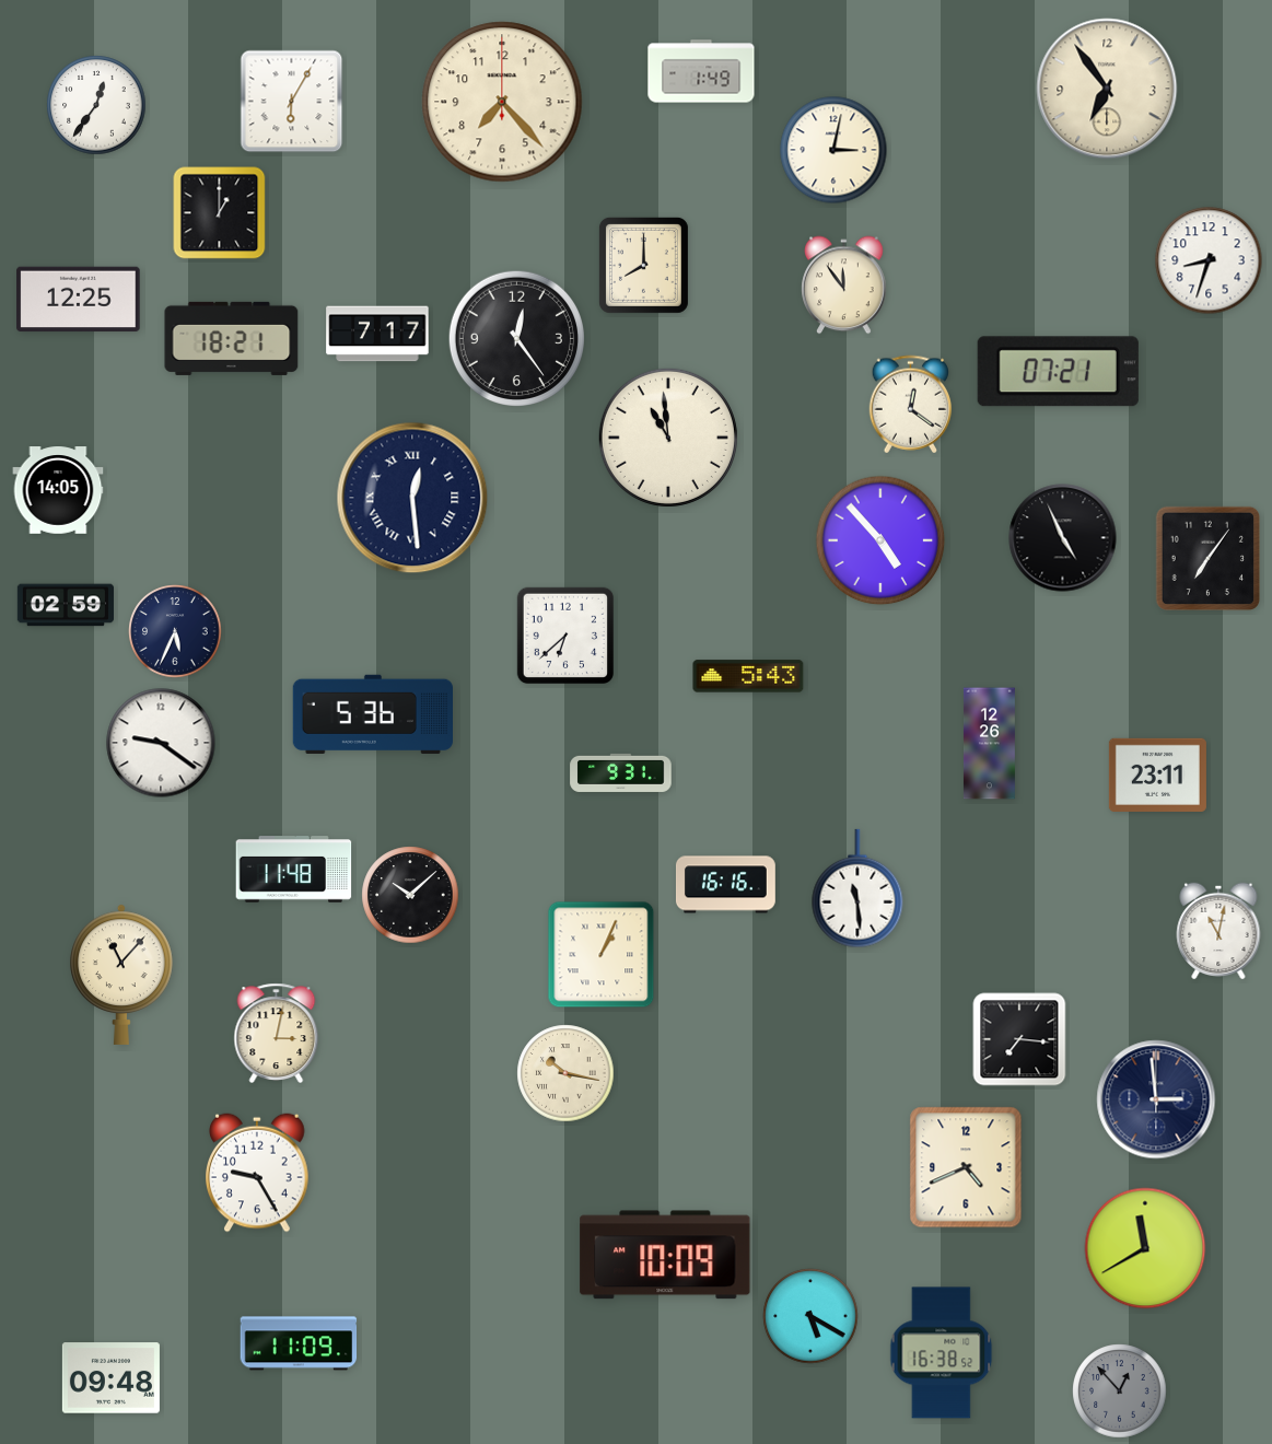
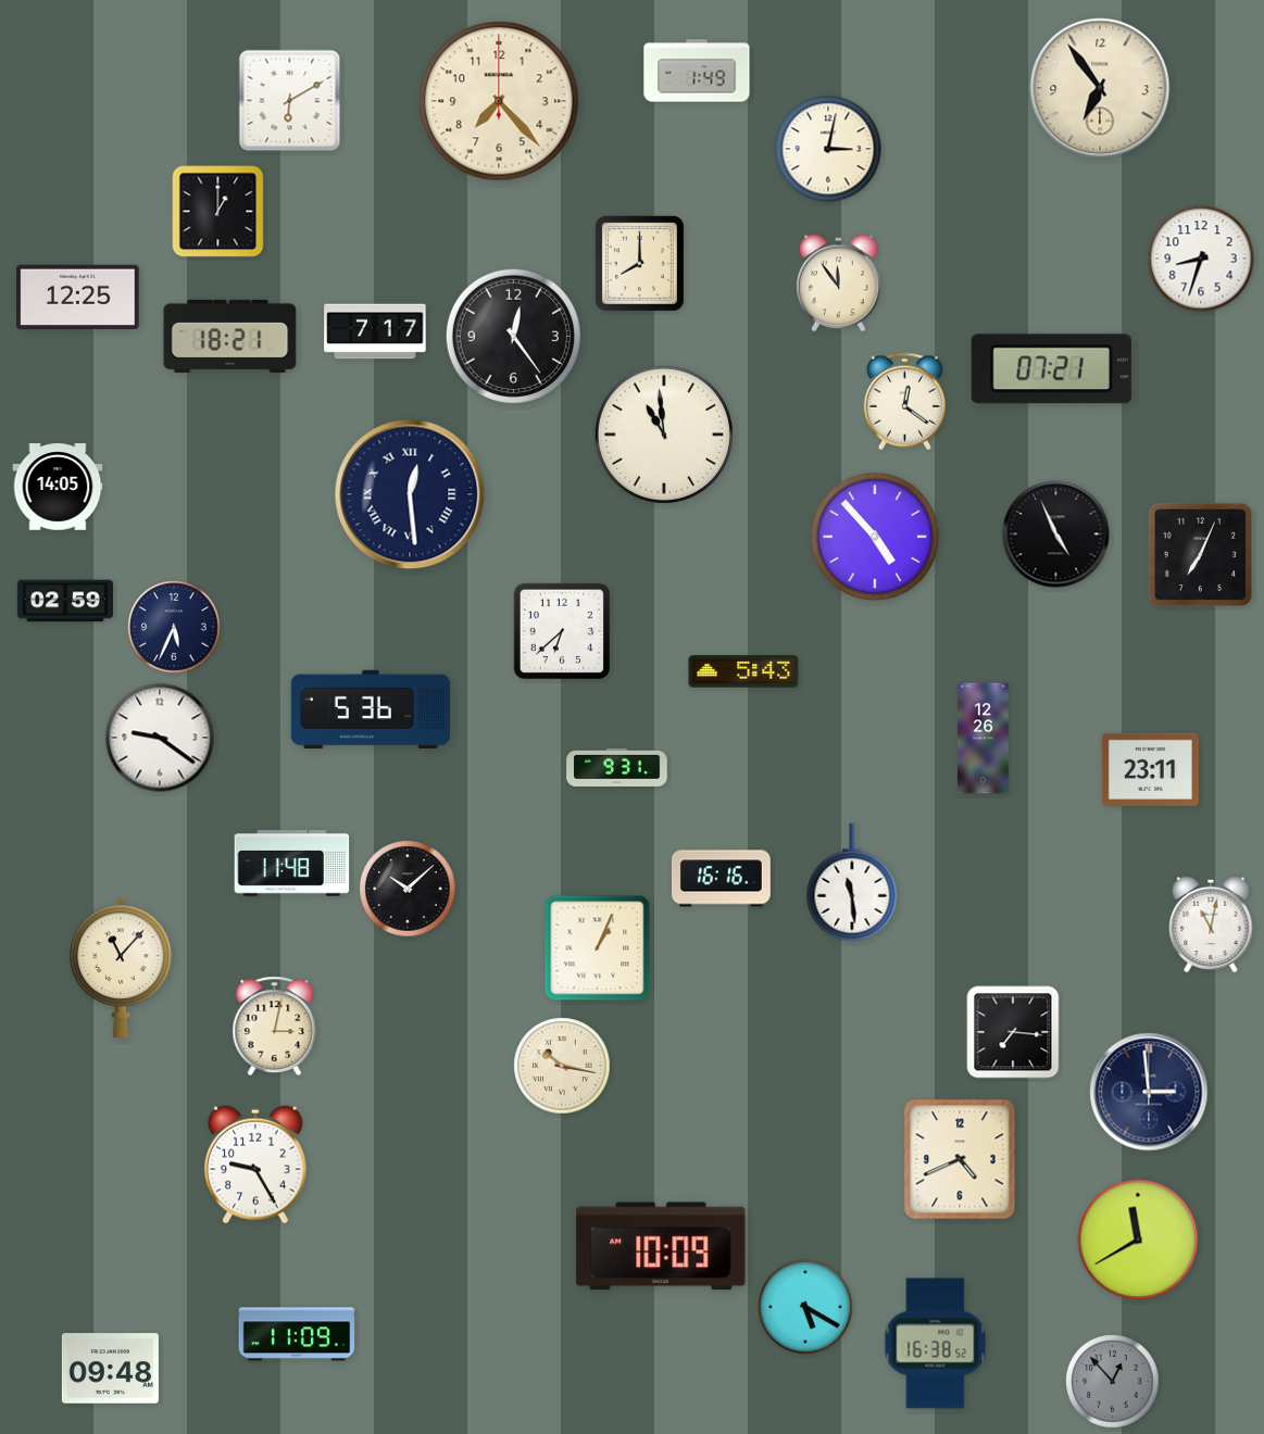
clock at (292, 102): 6:05 -> 6:10
clock at (96, 105): 12:36 -> none
clock at (1207, 558): 7:06 -> 7:04
